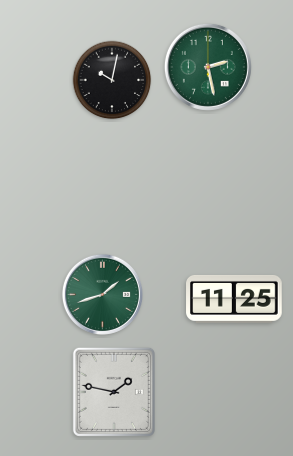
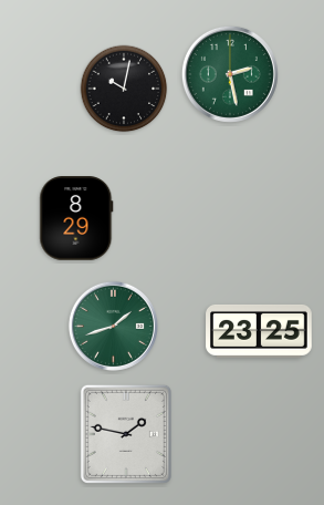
clock at (76, 218): none -> 8:29
clock at (234, 299): 11:25 -> 23:25
